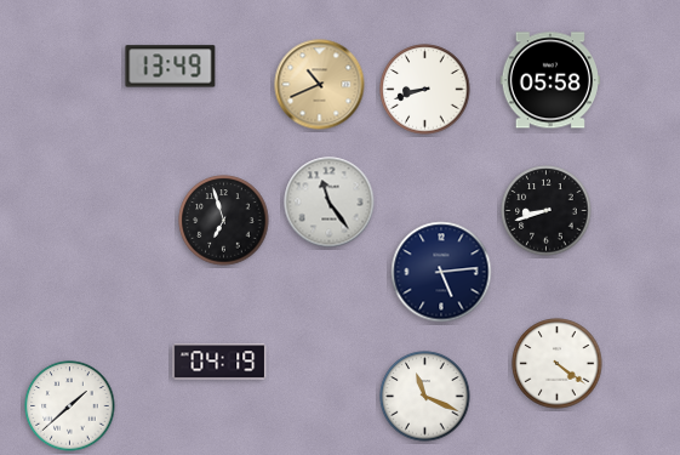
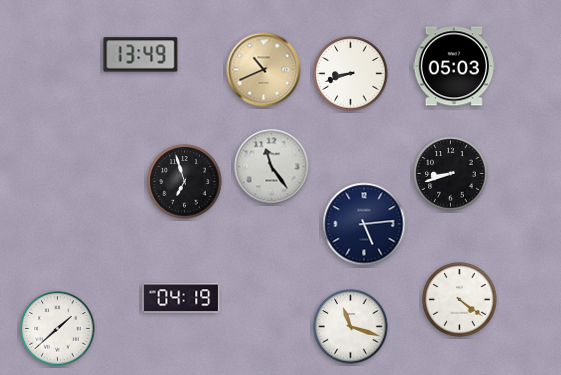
clock at (550, 80): 05:58 -> 05:03
clock at (425, 397): 11:19 -> 11:18
clock at (70, 406) position: (70, 406) -> (58, 329)
